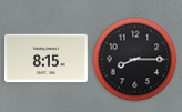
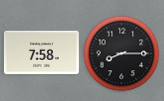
clock at (46, 59): 8:15 -> 7:58
